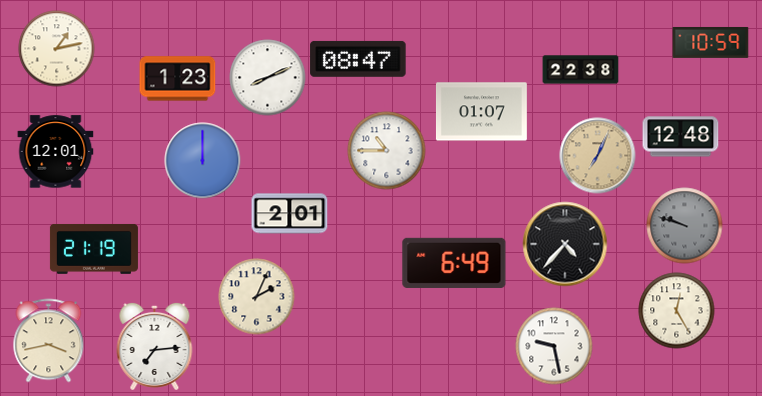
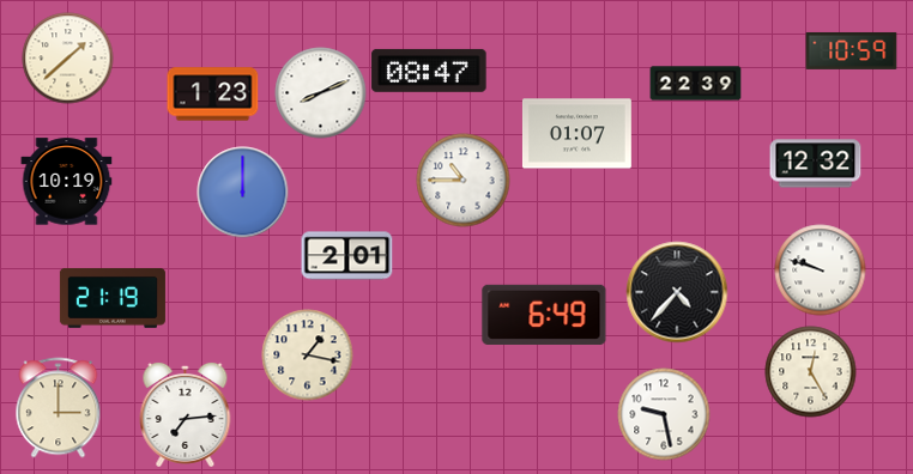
clock at (57, 49): 1:13 -> 1:38
clock at (581, 70): 22:38 -> 22:39
clock at (681, 137): 12:48 -> 12:32
clock at (56, 152): 12:01 -> 10:19
clock at (598, 156): 7:04 -> none
clock at (685, 226) dial: grey -> white
clock at (257, 297): 2:04 -> 1:17
clock at (49, 341): 3:43 -> 3:00
